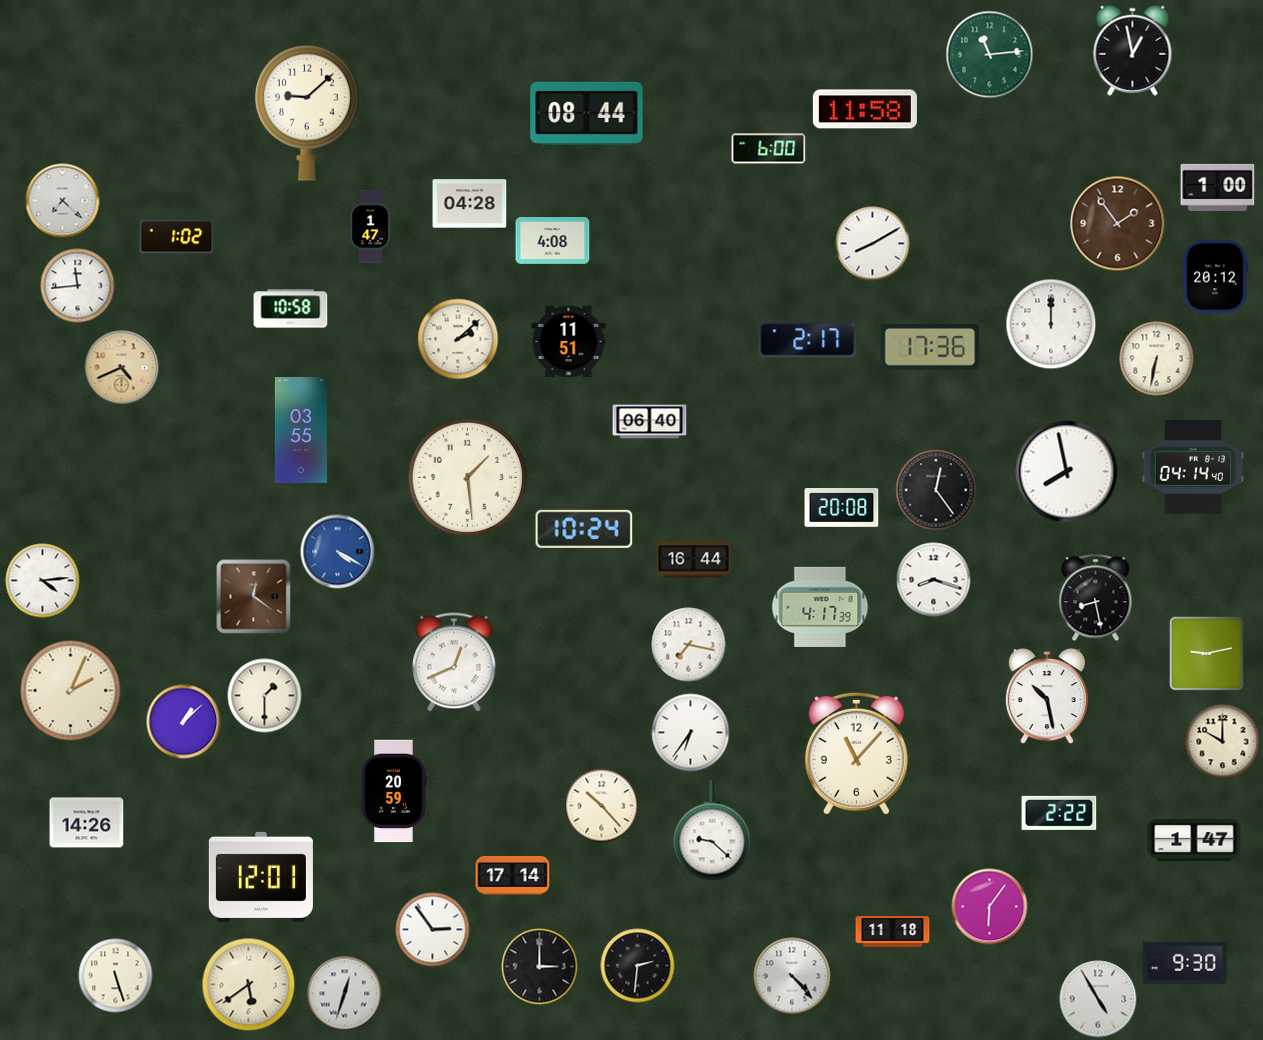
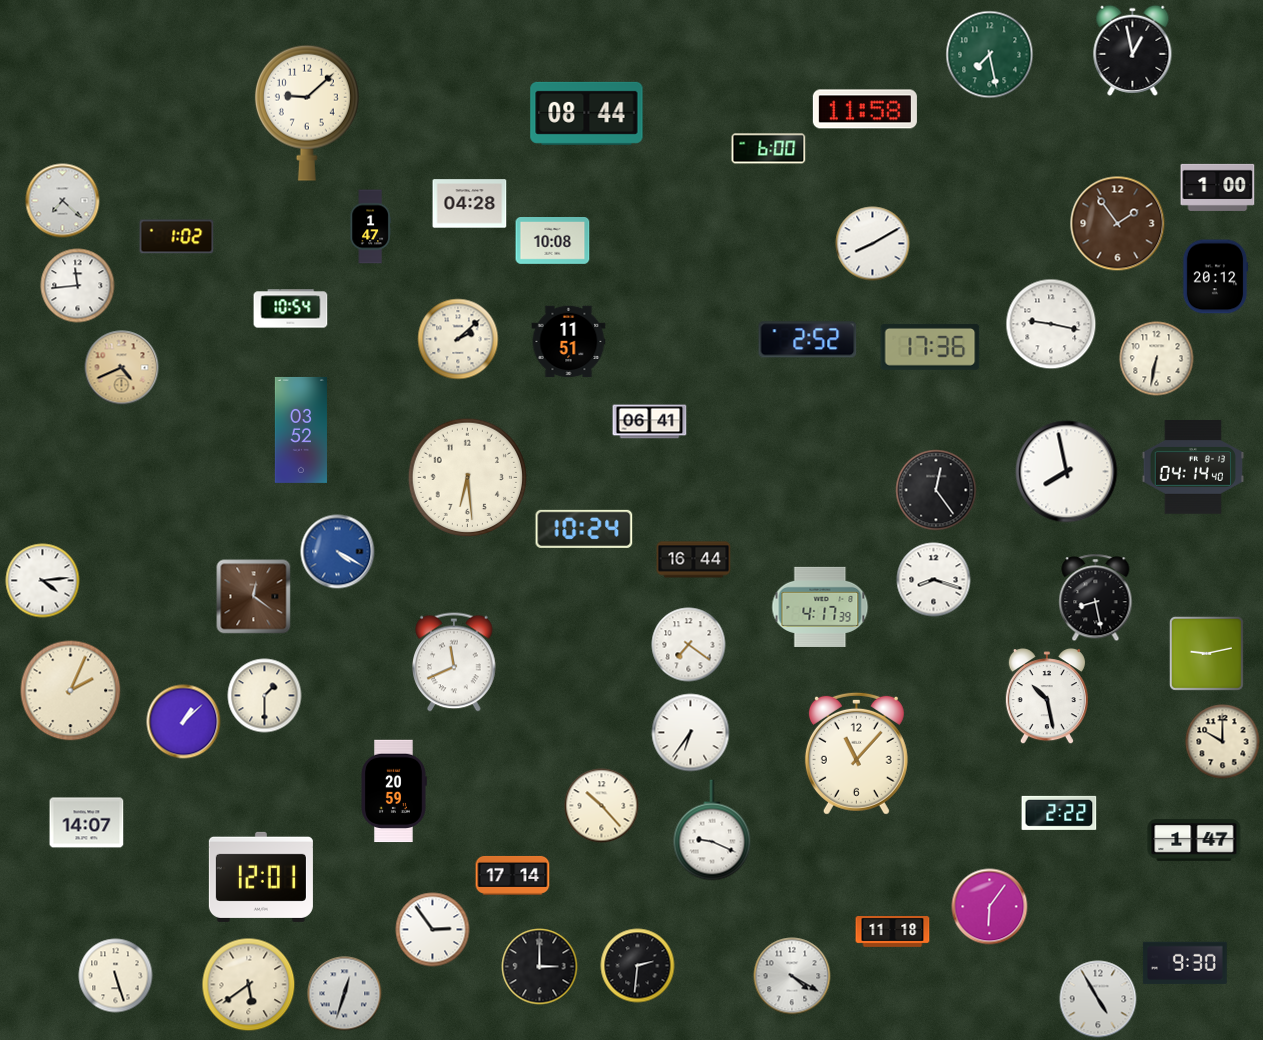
clock at (990, 55): 11:14 -> 7:28
clock at (553, 241): 4:08 -> 10:08
clock at (291, 309): 10:58 -> 10:54
clock at (1051, 324): 12:00 -> 9:17
clock at (808, 340): 2:17 -> 2:52
clock at (650, 422): 06:40 -> 06:41
clock at (301, 430): 03:55 -> 03:52
clock at (467, 477): 1:29 -> 6:29
clock at (842, 508): 20:08 -> none
clock at (689, 645): 7:17 -> 7:21
clock at (454, 662): 12:41 -> 11:41
clock at (87, 823): 14:26 -> 14:07
clock at (712, 830): 9:22 -> 9:19
clock at (792, 976): 4:23 -> 4:20
